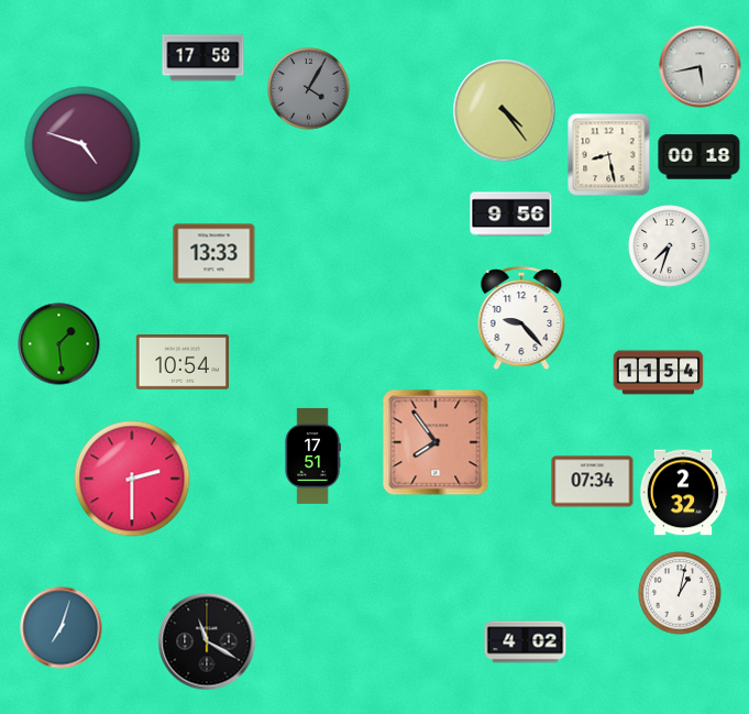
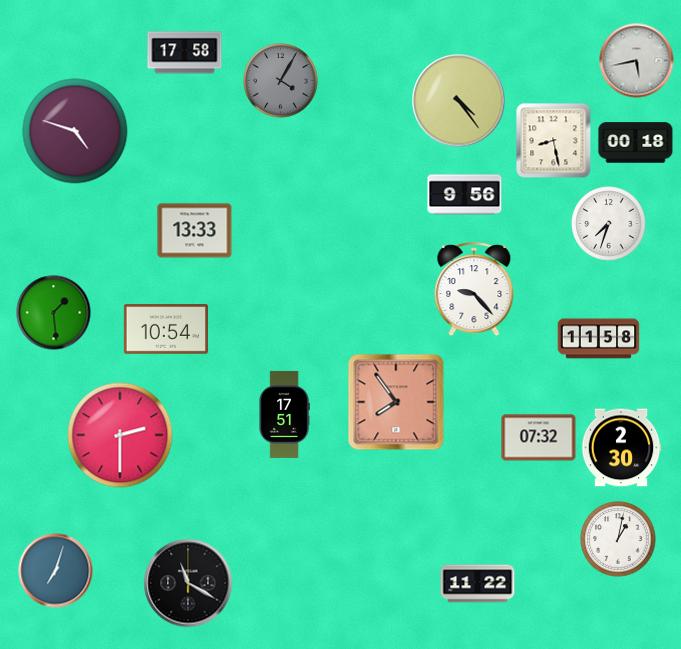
clock at (659, 373): 11:54 -> 11:58
clock at (593, 482): 07:34 -> 07:32
clock at (683, 493): 2:32 -> 2:30
clock at (526, 642): 4:02 -> 11:22
